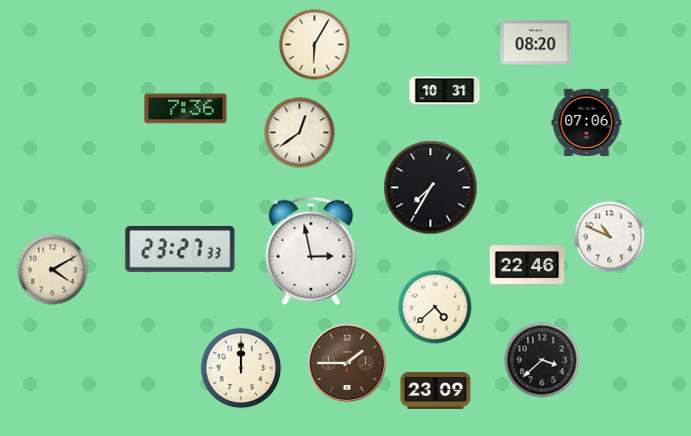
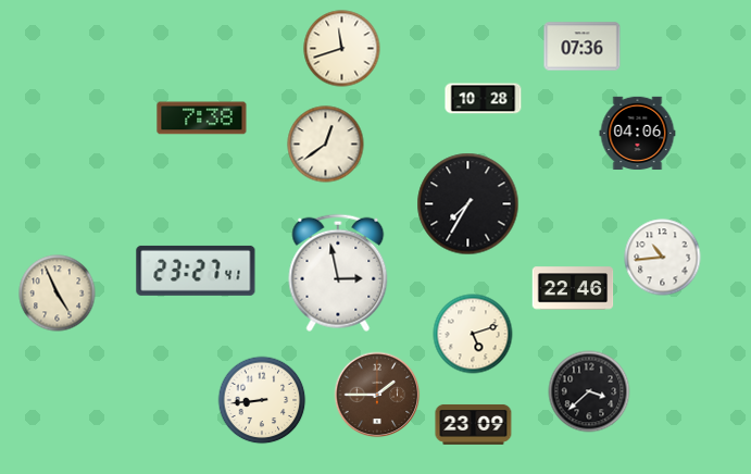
clock at (536, 43): 08:20 -> 07:36
clock at (315, 45): 6:05 -> 11:42
clock at (445, 91): 10:31 -> 10:28
clock at (186, 109): 7:36 -> 7:38
clock at (587, 122): 07:06 -> 04:06
clock at (610, 237): 10:49 -> 10:44
clock at (180, 249): 23:27:33 -> 23:27:41
clock at (53, 270): 4:10 -> 4:56
clock at (435, 307): 4:38 -> 5:12
clock at (241, 368): 12:00 -> 8:44
